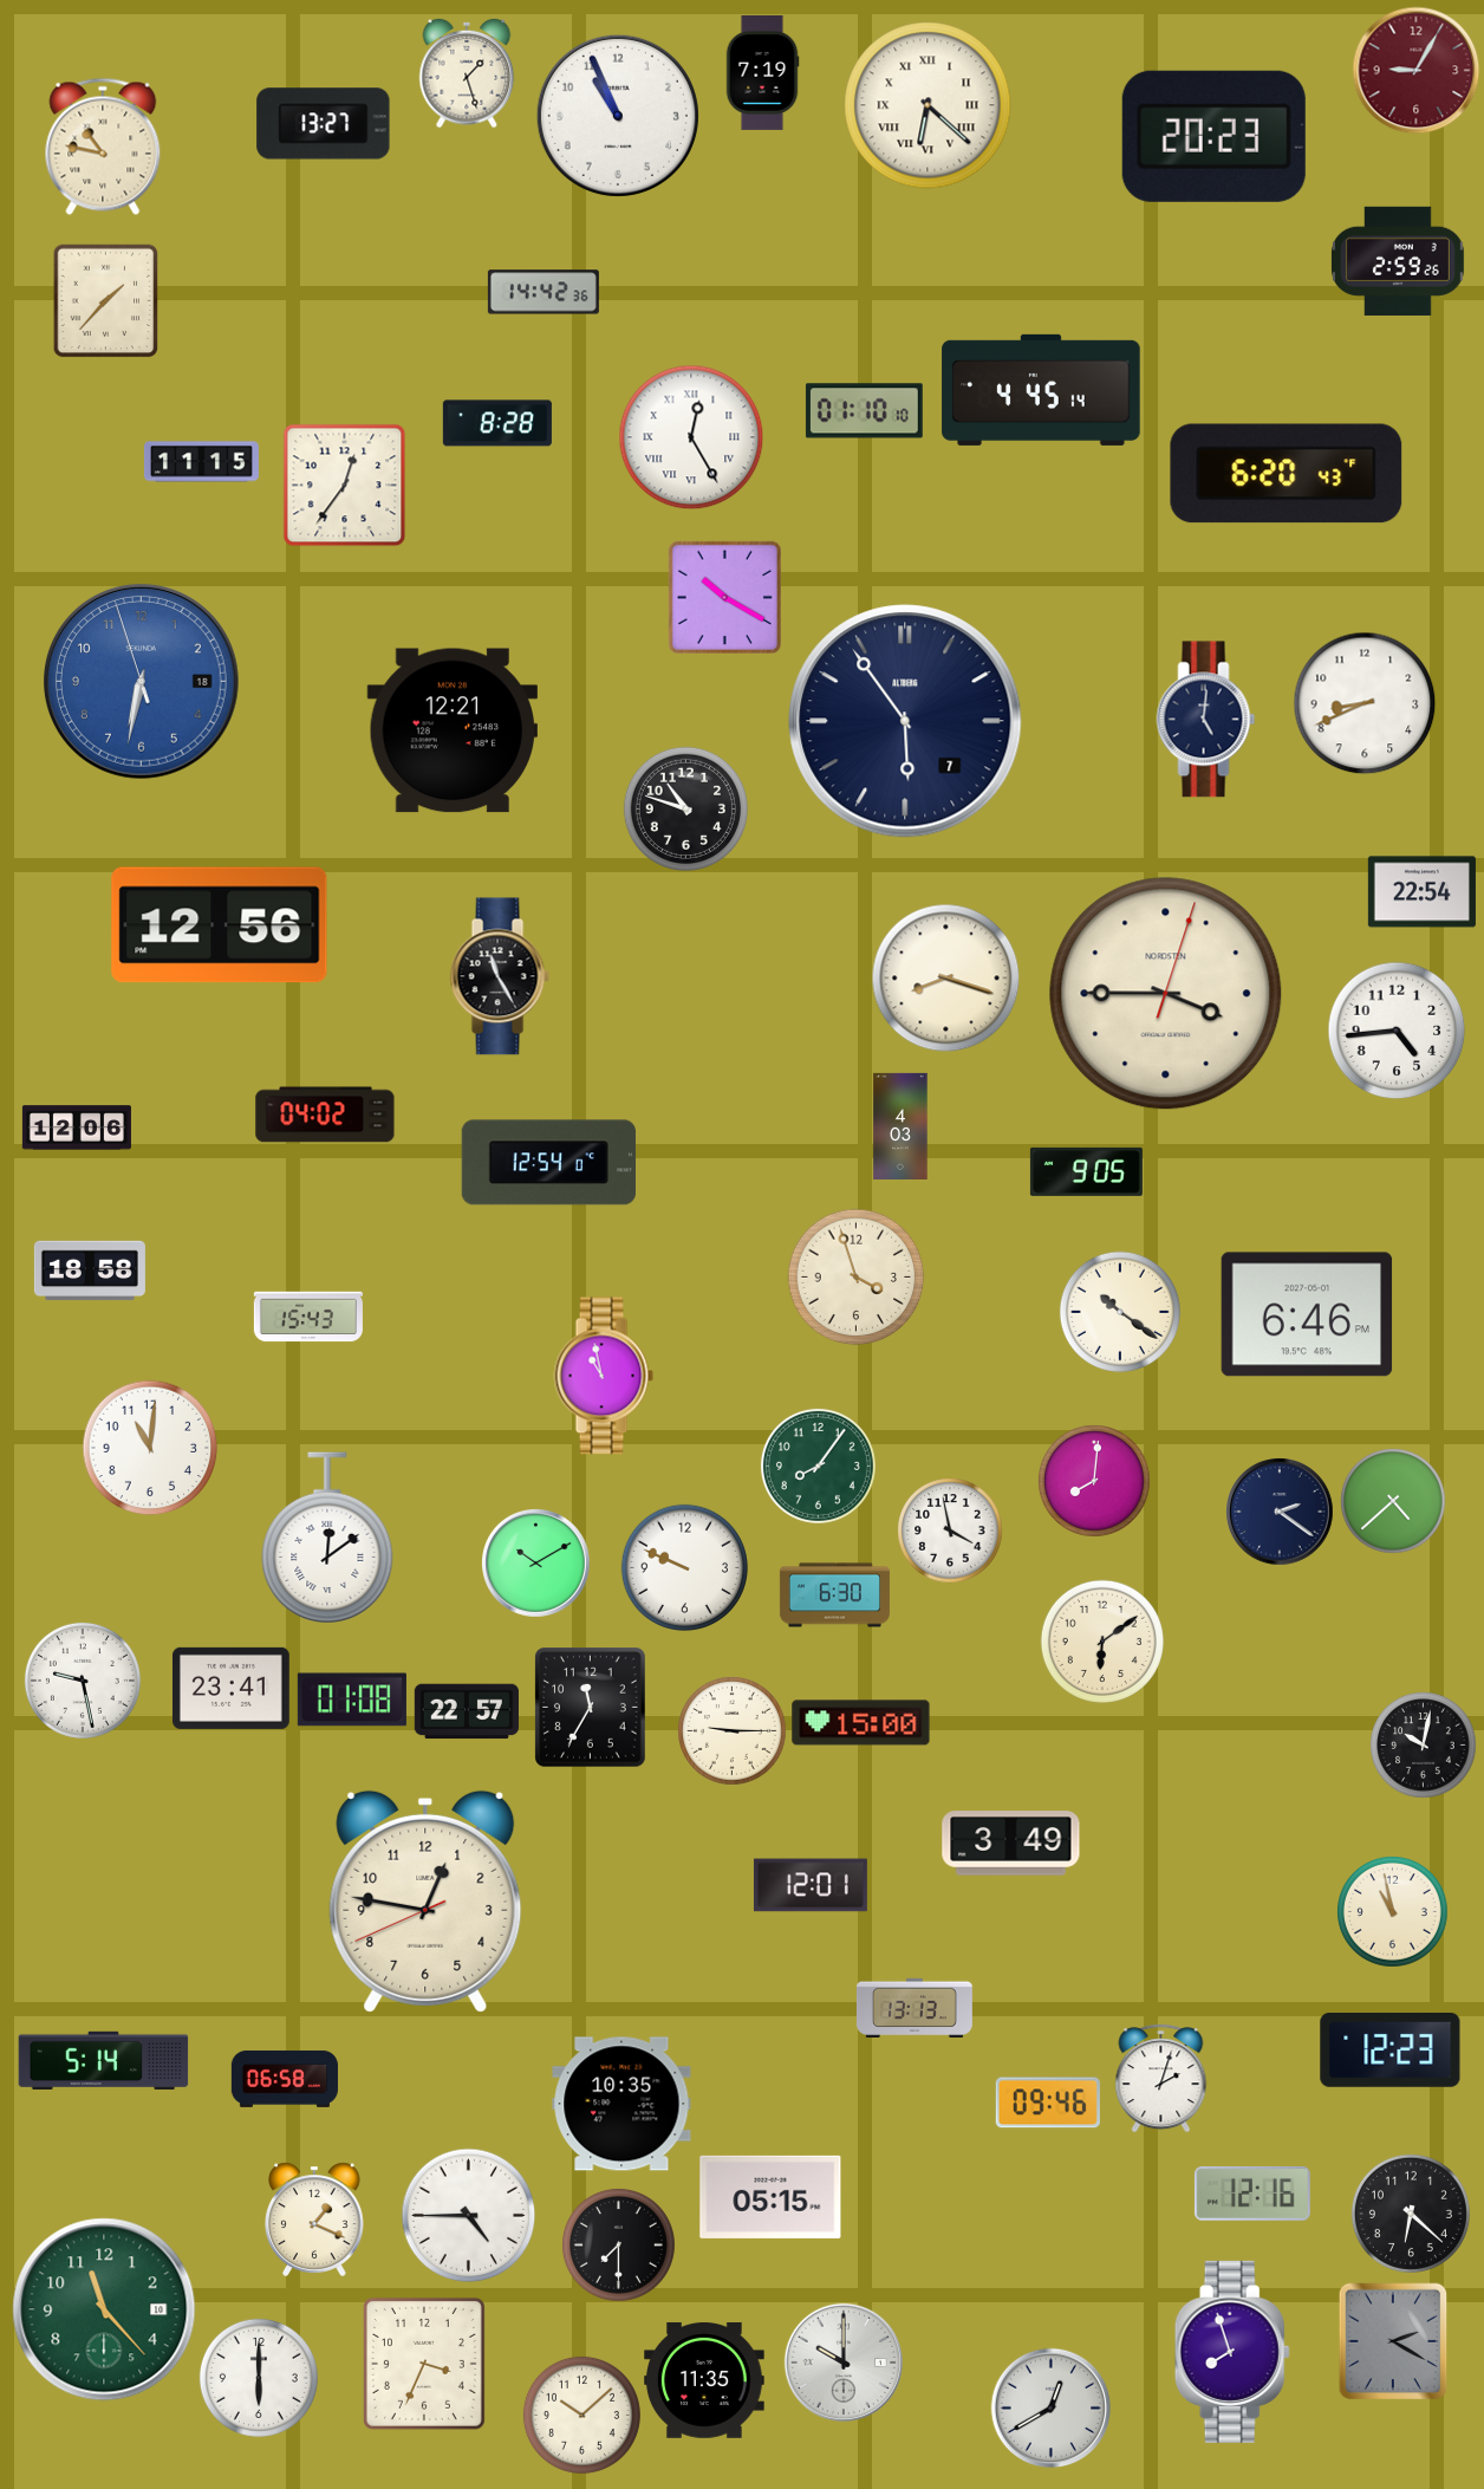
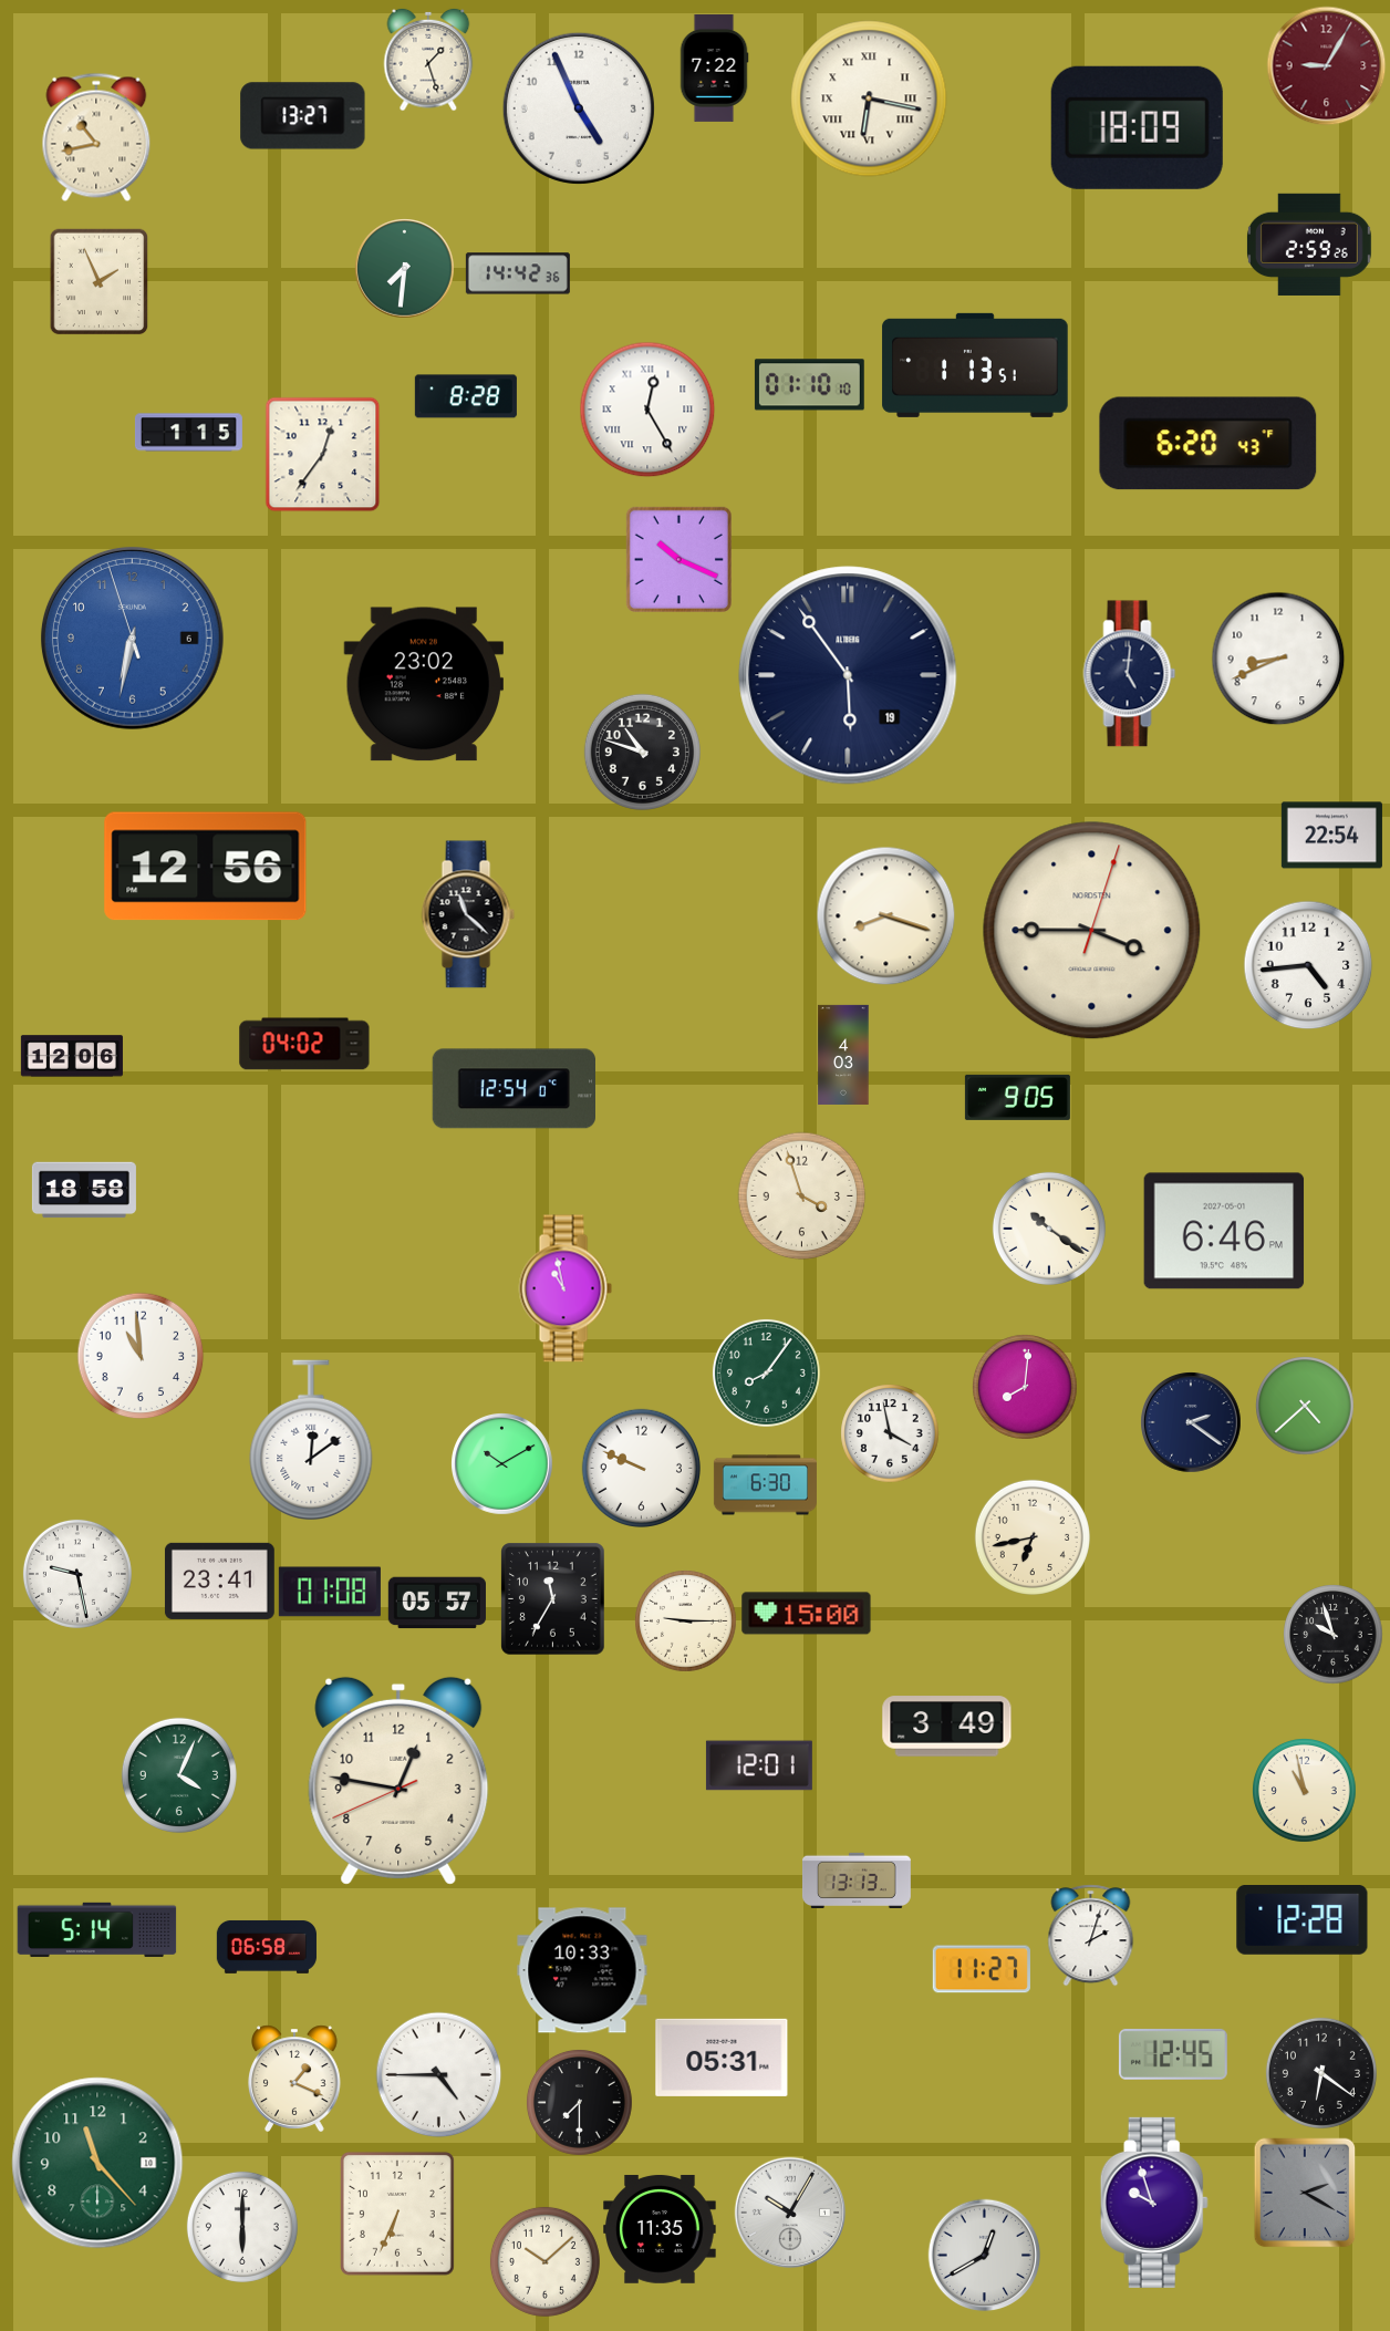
clock at (762, 72): 7:19 -> 7:22
clock at (467, 73) position: (467, 73) -> (428, 60)
clock at (927, 105): 6:22 -> 6:17
clock at (618, 116): 10:56 -> 4:56
clock at (1213, 136): 20:23 -> 18:09
clock at (103, 147): 10:47 -> 10:43
clock at (404, 268): none -> 7:31
clock at (544, 292) position: (544, 292) -> (518, 273)
clock at (106, 300): 1:37 -> 1:56
clock at (1041, 390): 4:45 -> 1:13
clock at (201, 462): 11:15 -> 1:15
clock at (1287, 474) position: (1287, 474) -> (1209, 444)
clock at (724, 597): 10:20 -> 10:19
clock at (141, 681) date: 18 -> 6
clock at (905, 721) date: 7 -> 19
clock at (451, 730): 12:21 -> 23:02
clock at (685, 808) position: (685, 808) -> (642, 752)
clock at (500, 976): 11:25 -> 11:22
clock at (308, 1317): 15:43 -> none
clock at (150, 1448): 11:01 -> 10:59
clock at (1280, 1512) position: (1280, 1512) -> (1191, 1422)
clock at (327, 1538) position: (327, 1538) -> (311, 1440)
clock at (834, 1596) position: (834, 1596) -> (765, 1485)
clock at (1102, 1642): 6:09 -> 6:43
clock at (230, 1688) position: (230, 1688) -> (219, 1581)
clock at (466, 1711): 22:57 -> 05:57
clock at (1423, 1744): 10:02 -> 9:57
clock at (179, 1775): none -> 4:04
clock at (1391, 2051): 12:23 -> 12:28
clock at (1161, 2078) position: (1161, 2078) -> (1091, 1935)
clock at (1048, 2103): 09:46 -> 11:27
clock at (621, 2104): 10:35 -> 10:33
clock at (1252, 2194): 12:16 -> 12:45
clock at (770, 2197): 05:15 -> 05:31
clock at (1411, 2214): 6:22 -> 6:21
clock at (1232, 2352): 7:57 -> 9:57
clock at (842, 2361): 10:00 -> 10:05
clock at (424, 2364): 3:34 -> 6:34
